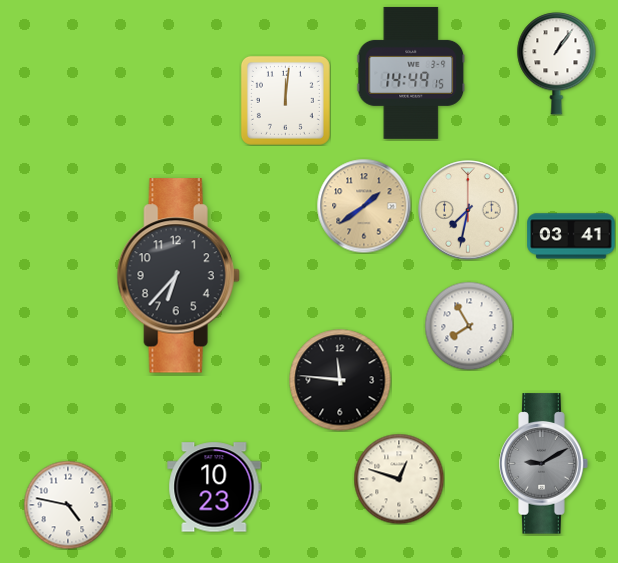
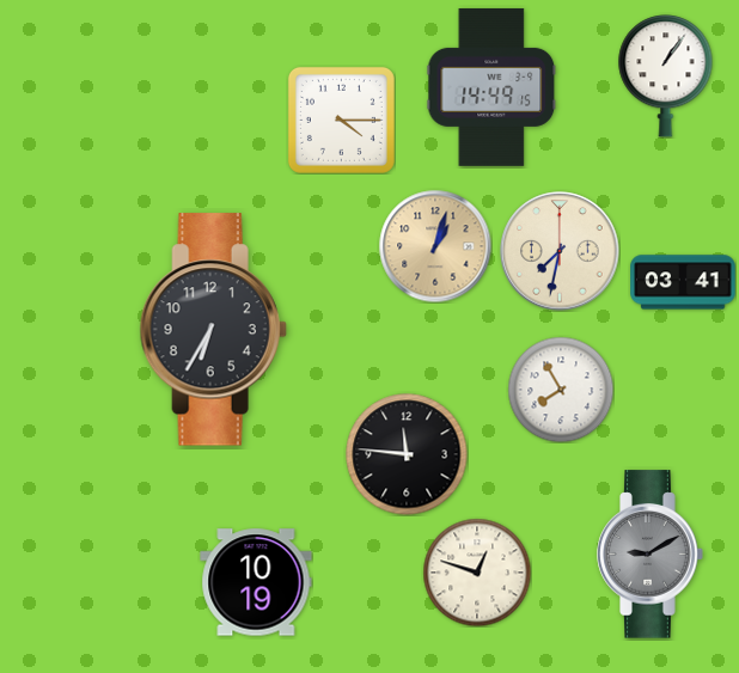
clock at (285, 100): 12:01 -> 4:15
clock at (364, 206): 1:39 -> 1:03
clock at (178, 276): 6:37 -> 6:35
clock at (214, 487): 10:23 -> 10:19
clock at (68, 505): 4:47 -> none
